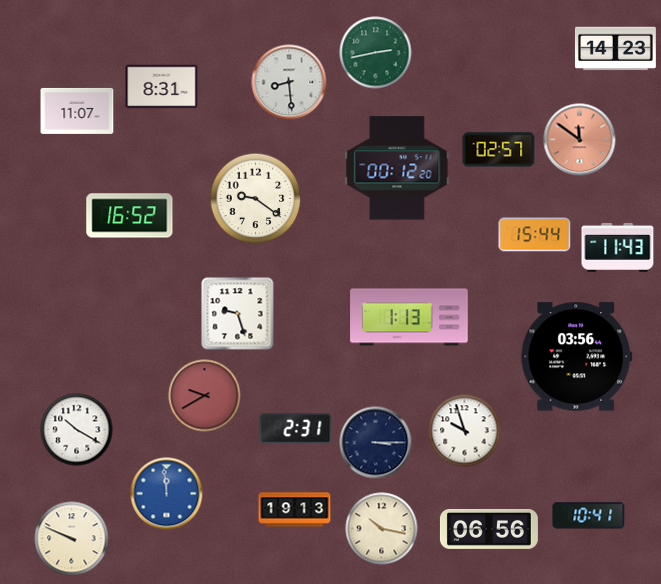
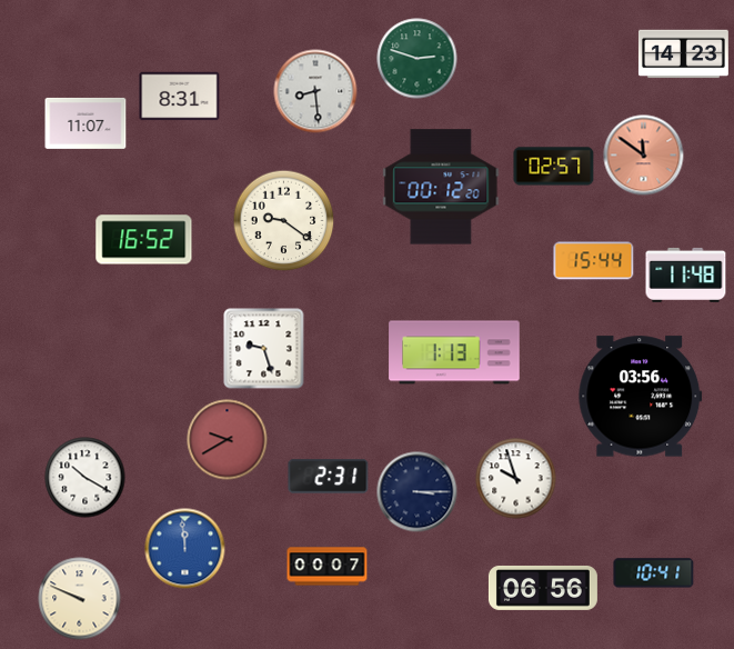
clock at (376, 53): 2:43 -> 2:48
clock at (289, 82) position: (289, 82) -> (315, 91)
clock at (618, 247): 11:43 -> 11:48
clock at (295, 510): 19:13 -> 00:07
clock at (382, 529): 10:17 -> none
